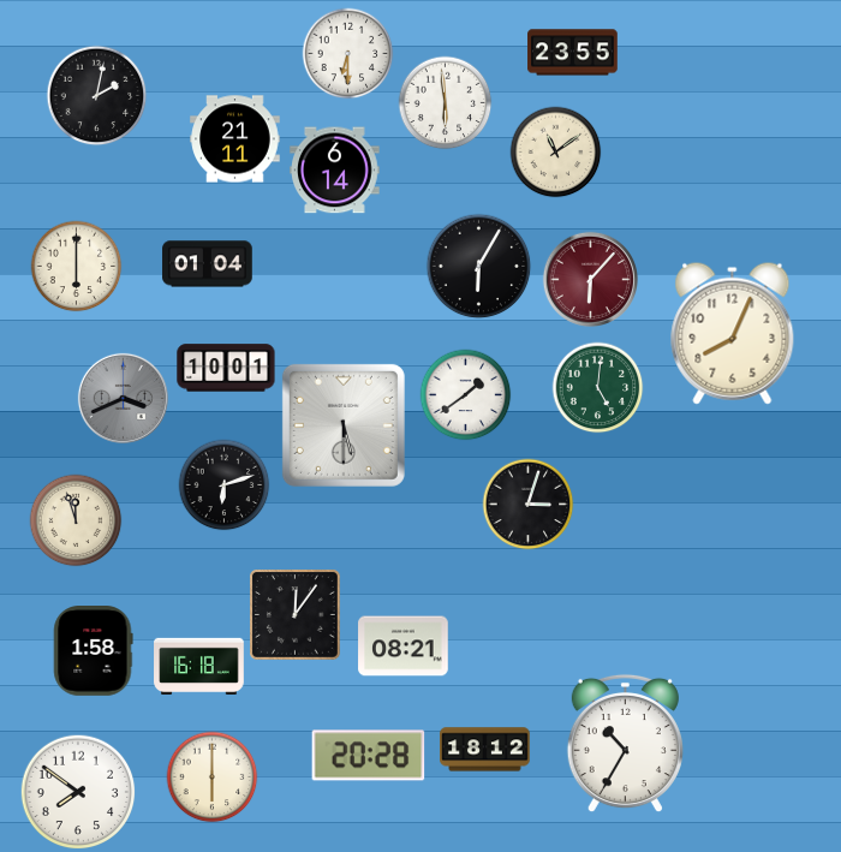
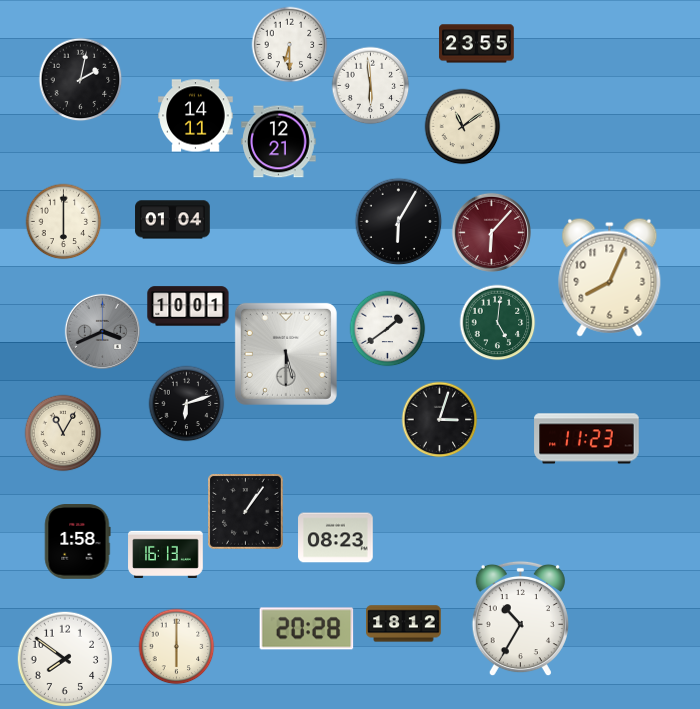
clock at (235, 139): 21:11 -> 14:11
clock at (335, 171): 6:14 -> 12:21
clock at (76, 520): 11:57 -> 11:05
clock at (587, 439): none -> 11:23
clock at (296, 615): 12:06 -> 1:06
clock at (404, 647): 08:21 -> 08:23
clock at (199, 666): 16:18 -> 16:13
